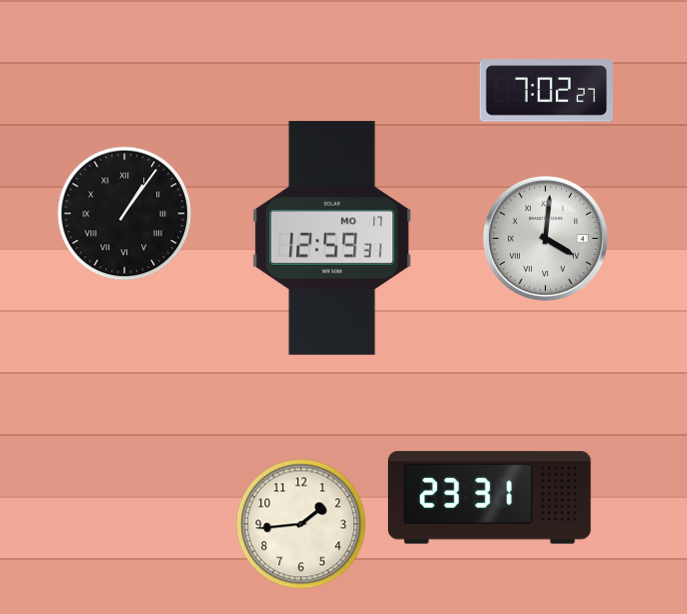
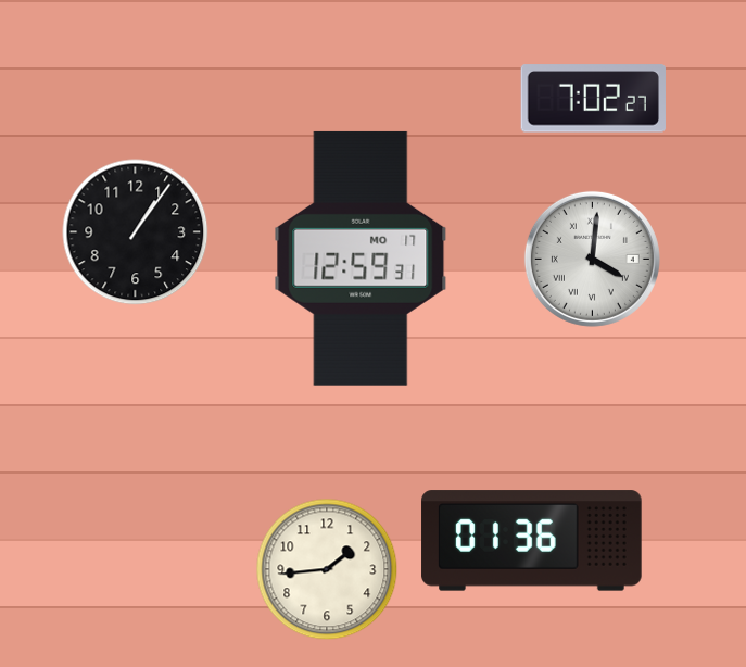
clock at (125, 214) numerals: Roman -> Arabic
clock at (490, 498): 23:31 -> 01:36
